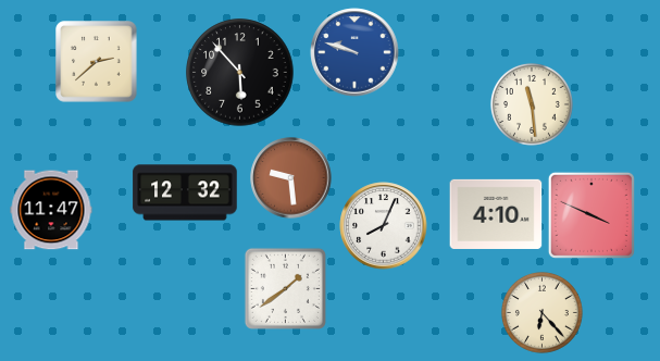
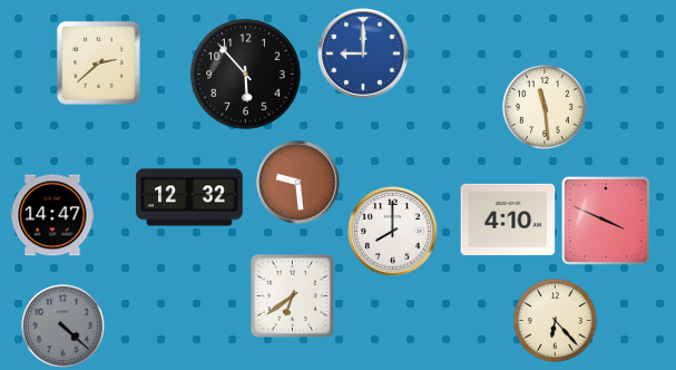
clock at (354, 52): 9:48 -> 9:00
clock at (51, 210): 11:47 -> 14:47
clock at (384, 226): 8:04 -> 8:00
clock at (285, 288): 1:39 -> 6:39
clock at (62, 325): none -> 4:22
